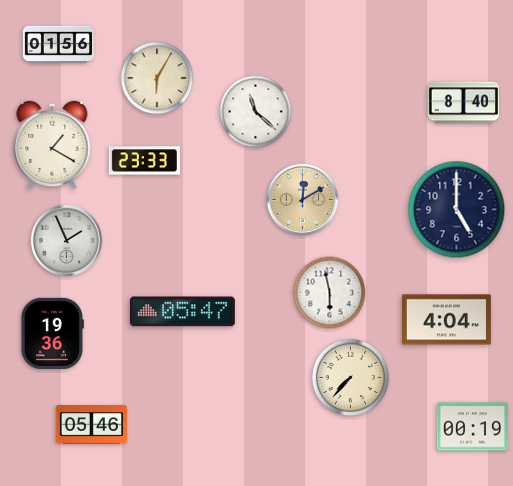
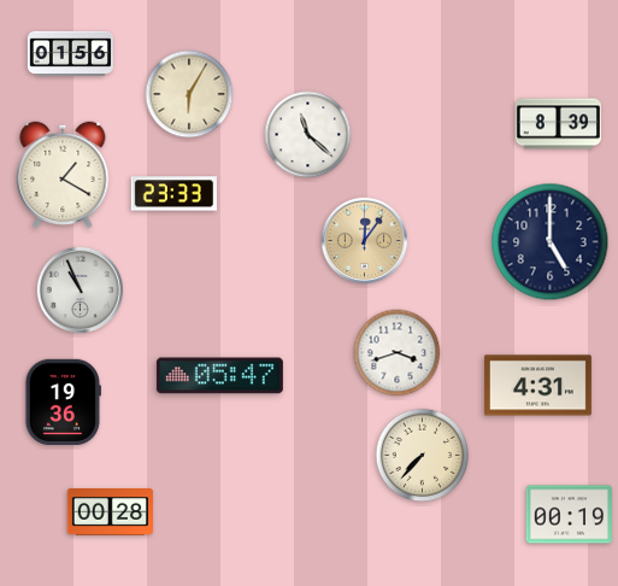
clock at (463, 103): 8:40 -> 8:39
clock at (302, 199): 12:10 -> 12:06
clock at (457, 210) position: (457, 210) -> (551, 242)
clock at (66, 240): 1:56 -> 10:56
clock at (330, 293): 5:58 -> 3:42
clock at (446, 320): 4:04 -> 4:31
clock at (91, 425): 05:46 -> 00:28
